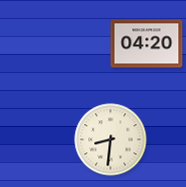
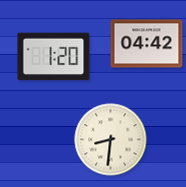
clock at (147, 44): 04:20 -> 04:42
clock at (54, 57): none -> 1:20
